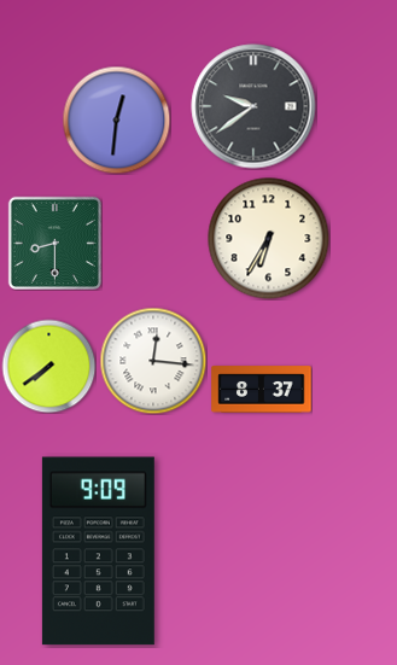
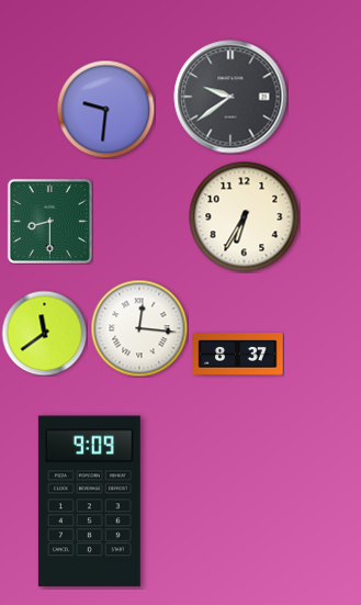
clock at (116, 119): 12:31 -> 9:31
clock at (48, 366): 7:39 -> 11:39
